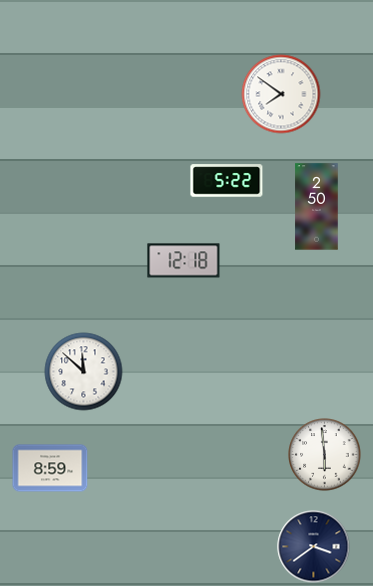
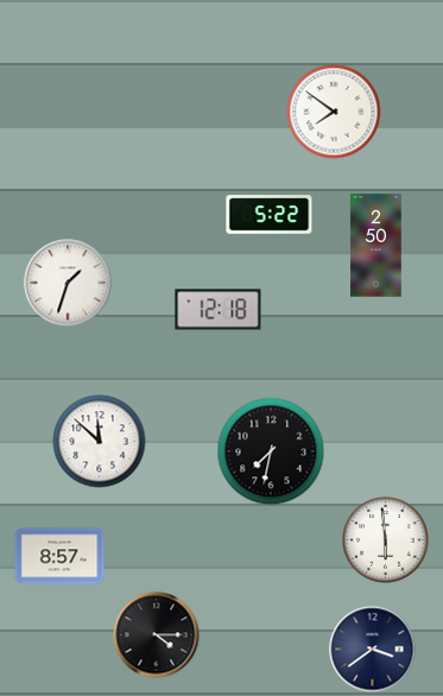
clock at (68, 283): none -> 1:33
clock at (271, 451): none -> 7:32
clock at (50, 468): 8:59 -> 8:57
clock at (157, 635): none -> 4:15
